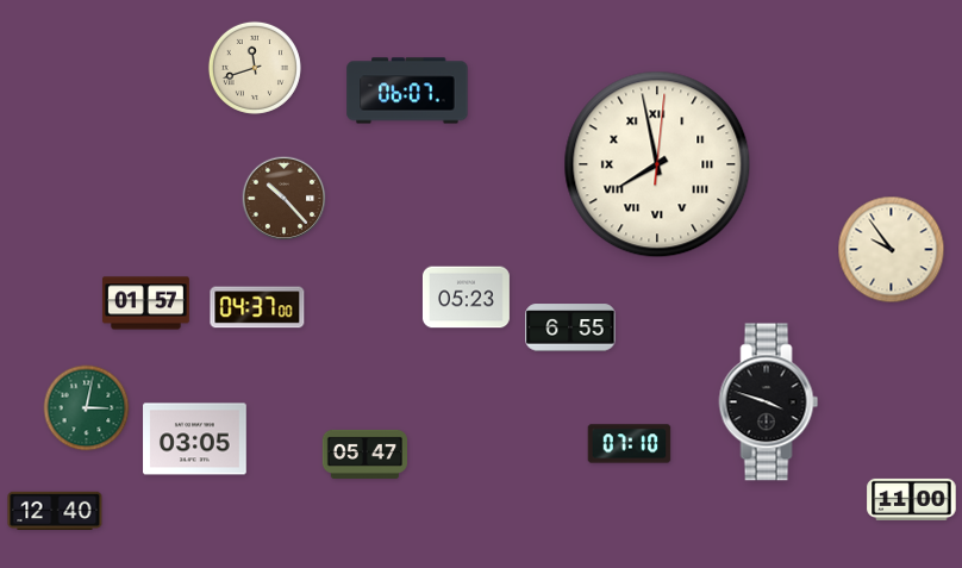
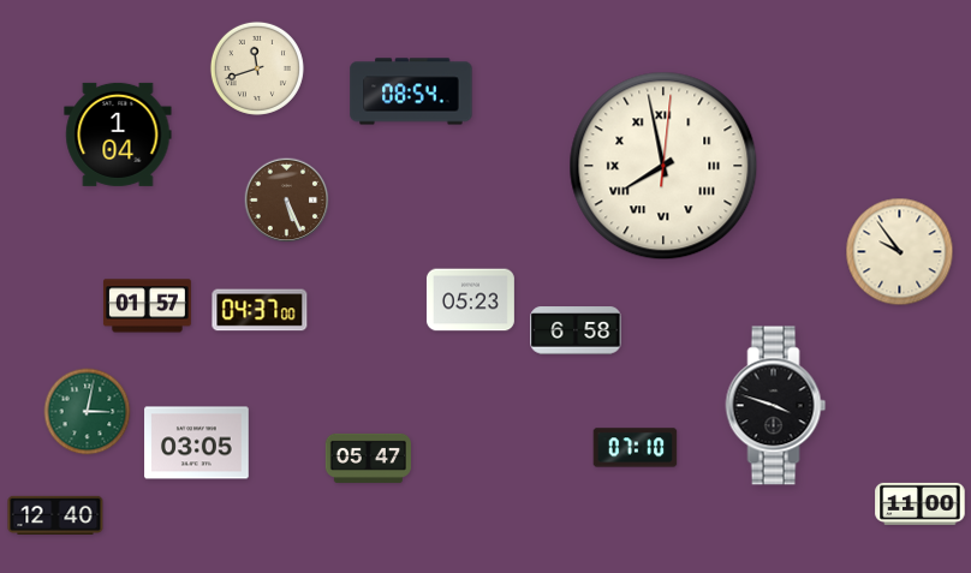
clock at (407, 90): 06:07 -> 08:54
clock at (118, 135): none -> 1:04
clock at (285, 199): 10:23 -> 5:26
clock at (570, 327): 6:55 -> 6:58
